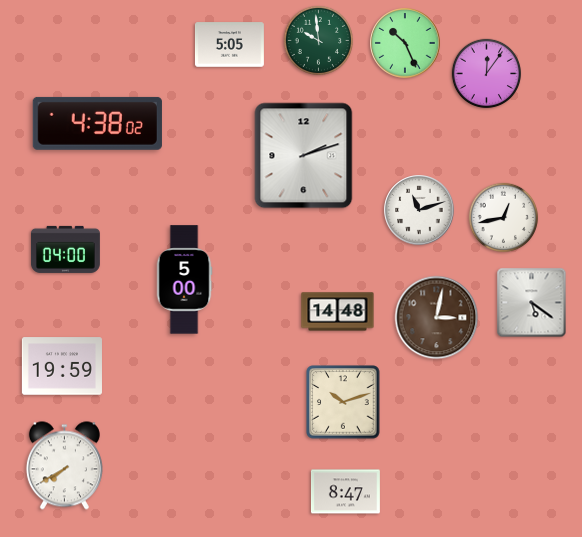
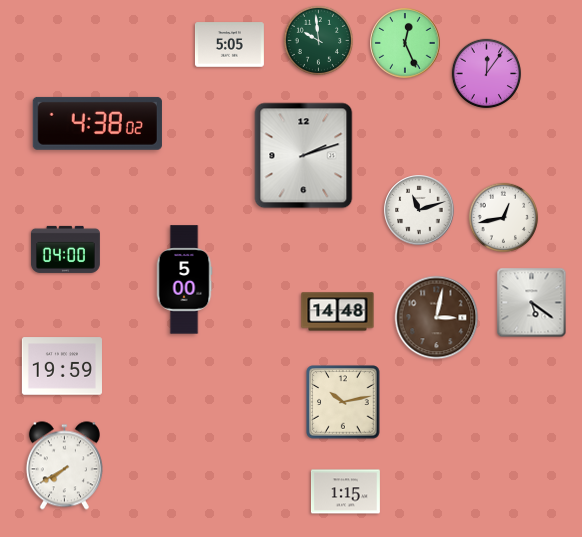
clock at (405, 43): 10:26 -> 12:26
clock at (343, 402): 10:12 -> 10:13
clock at (345, 492): 8:47 -> 1:15
